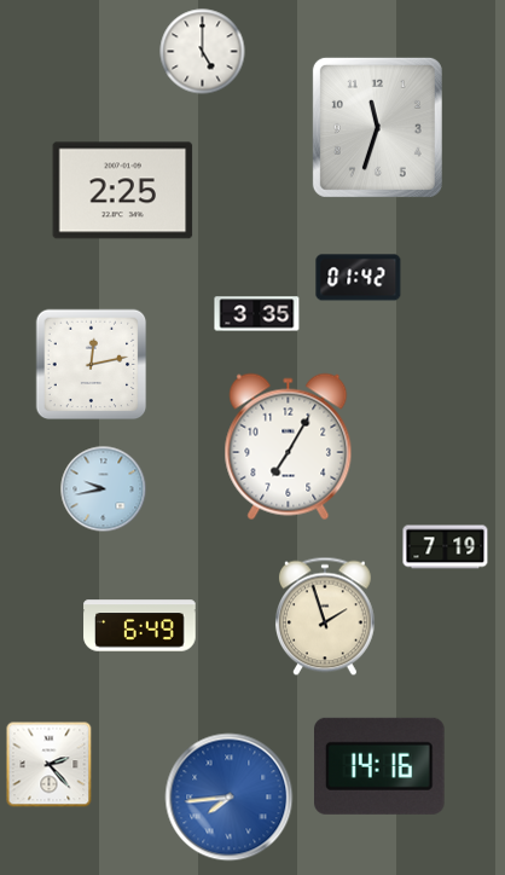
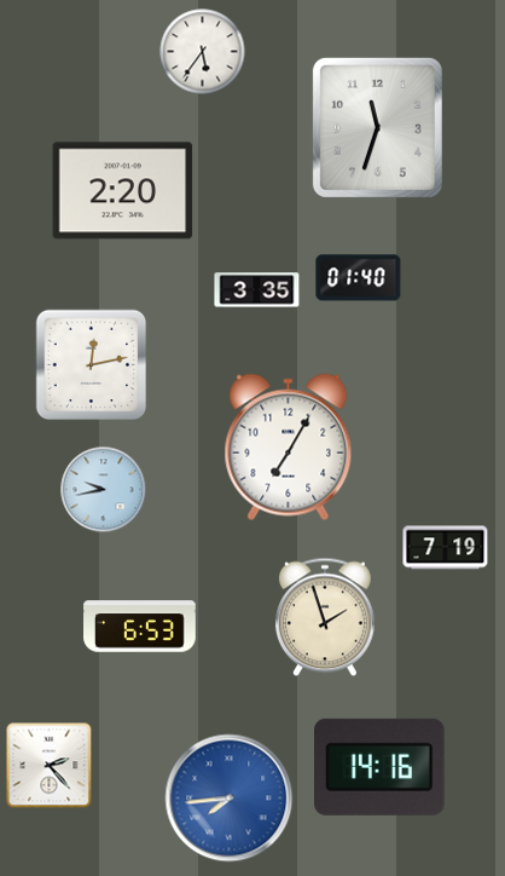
clock at (203, 52): 5:00 -> 5:36
clock at (123, 191): 2:25 -> 2:20
clock at (359, 278): 01:42 -> 01:40
clock at (257, 314) position: (257, 314) -> (257, 290)
clock at (140, 626): 6:49 -> 6:53
